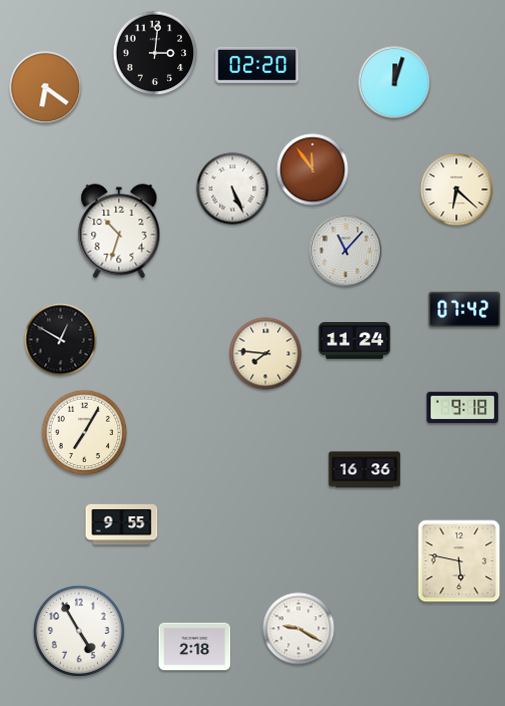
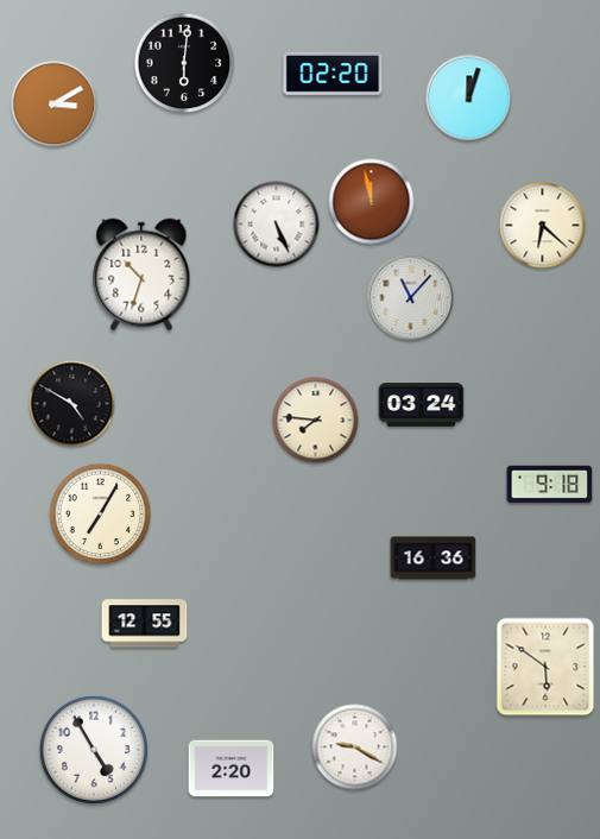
clock at (155, 53): 3:01 -> 6:01
clock at (257, 65) position: (257, 65) -> (333, 74)
clock at (46, 88): 6:21 -> 3:10
clock at (313, 170): 11:54 -> 11:58
clock at (465, 310): 07:42 -> none
clock at (61, 340): 12:50 -> 4:50
clock at (355, 341): 11:24 -> 03:24
clock at (122, 525): 9:55 -> 12:55
clock at (459, 561): 5:47 -> 5:51
clock at (195, 647): 2:18 -> 2:20
